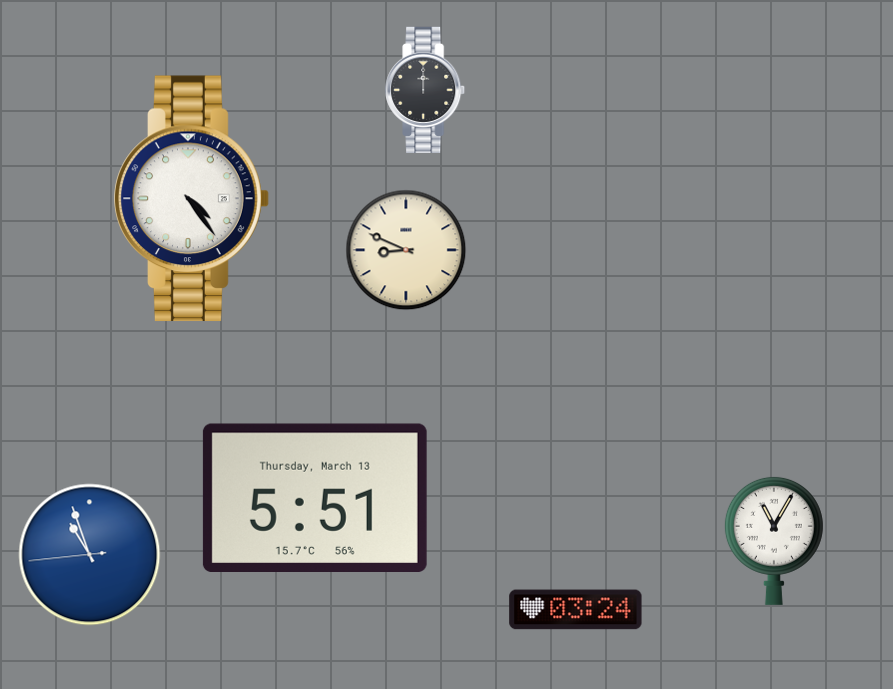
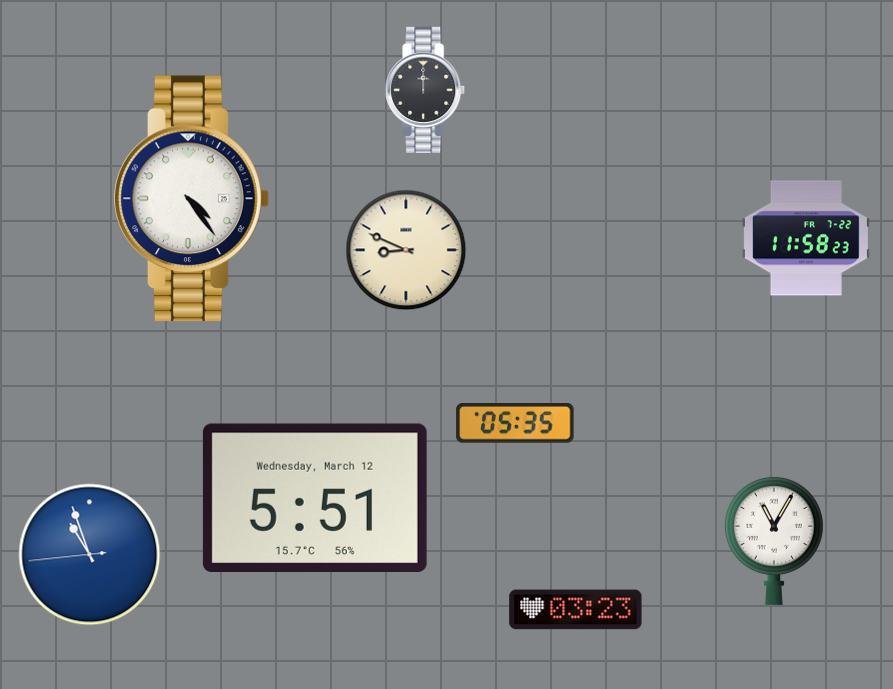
clock at (806, 238): none -> 11:58
clock at (515, 423): none -> 05:35
clock at (315, 497) date: Thursday, March 13 -> Wednesday, March 12
clock at (576, 610): 03:24 -> 03:23
